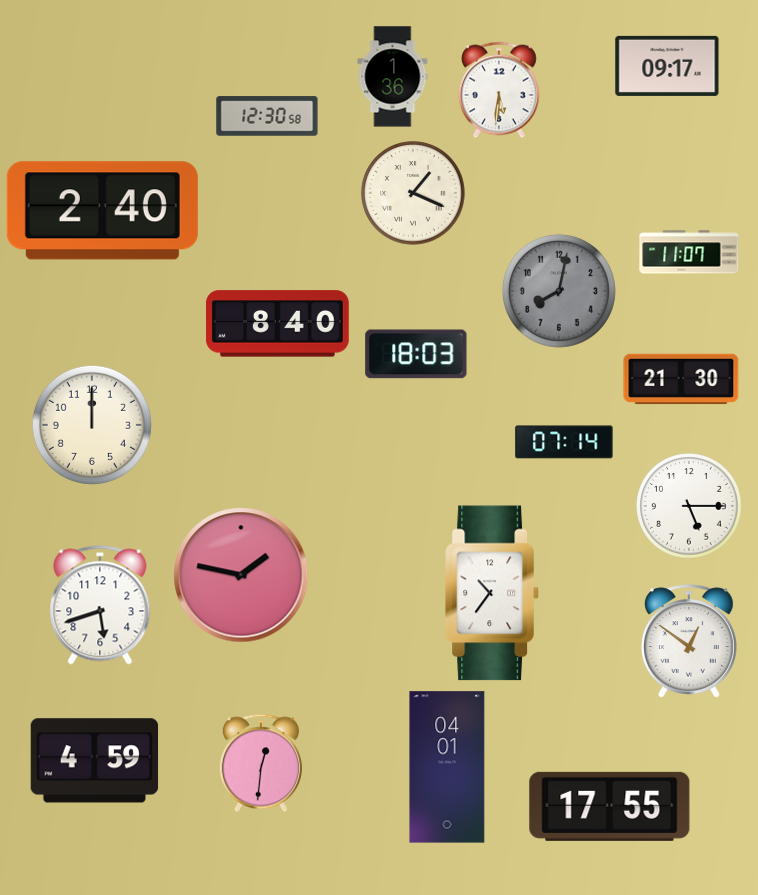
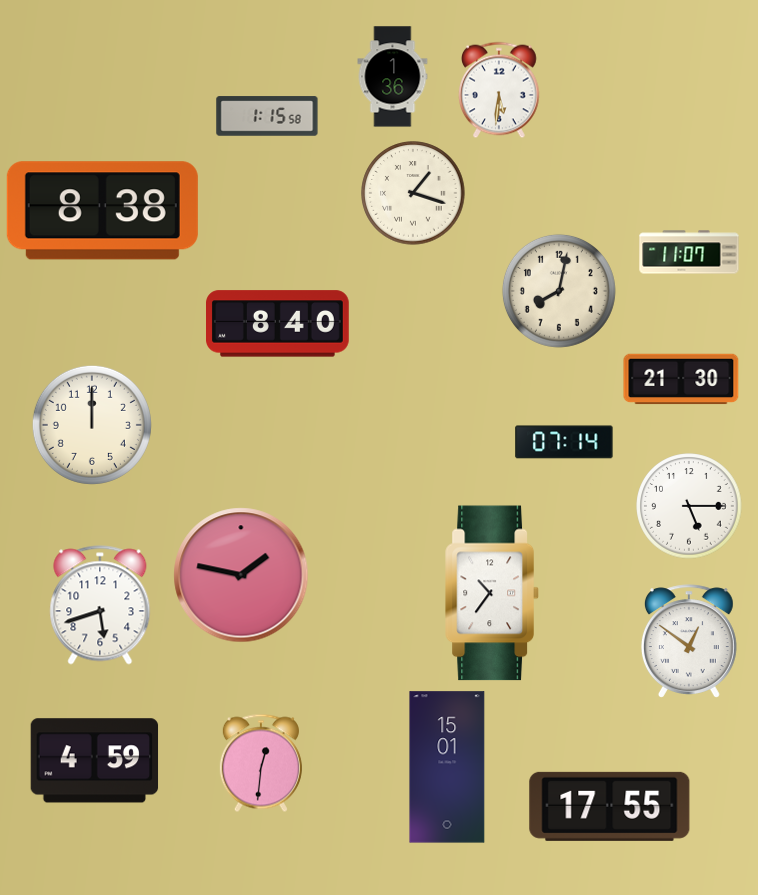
clock at (667, 66): 09:17 -> none
clock at (267, 116): 12:30 -> 1:15
clock at (413, 193): 1:19 -> 1:18
clock at (102, 211): 2:40 -> 8:38
clock at (559, 291) dial: grey -> cream
clock at (416, 354): 18:03 -> none
clock at (447, 767): 04:01 -> 15:01
